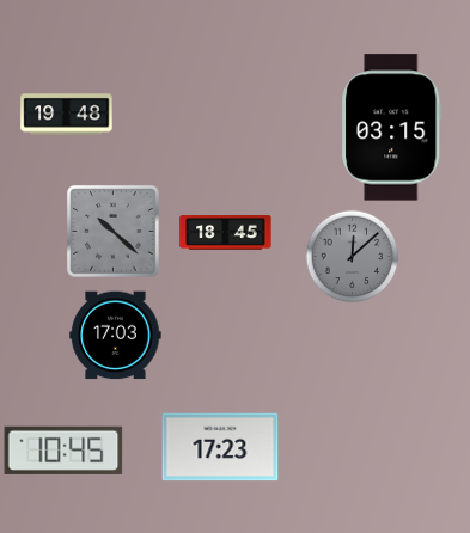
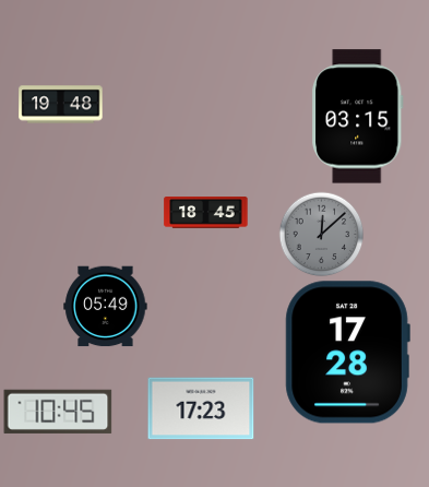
clock at (114, 232): 10:22 -> none
clock at (116, 336): 17:03 -> 05:49
clock at (347, 353): none -> 17:28
